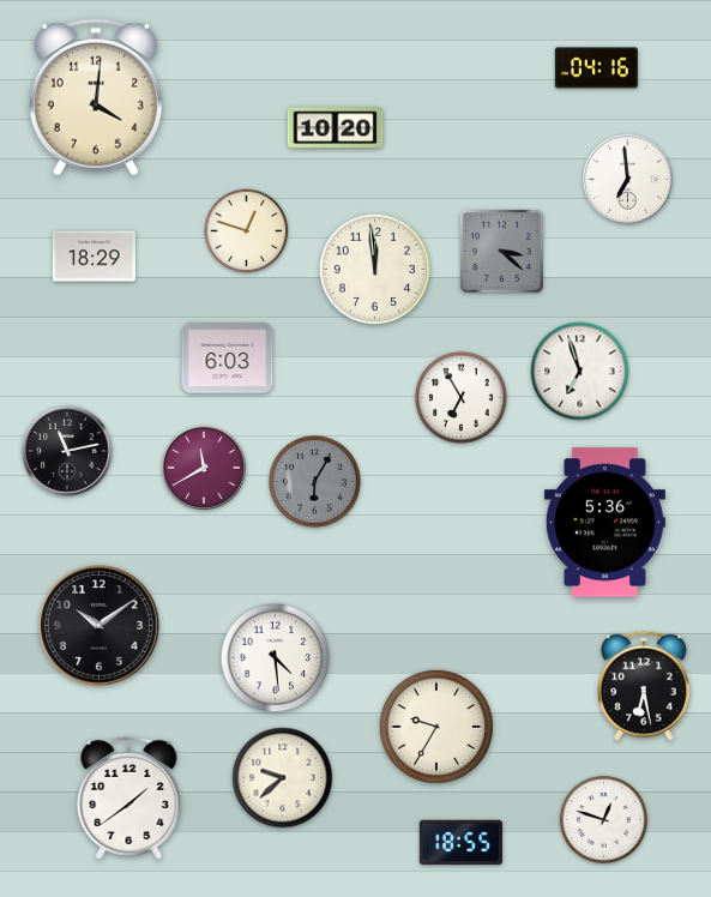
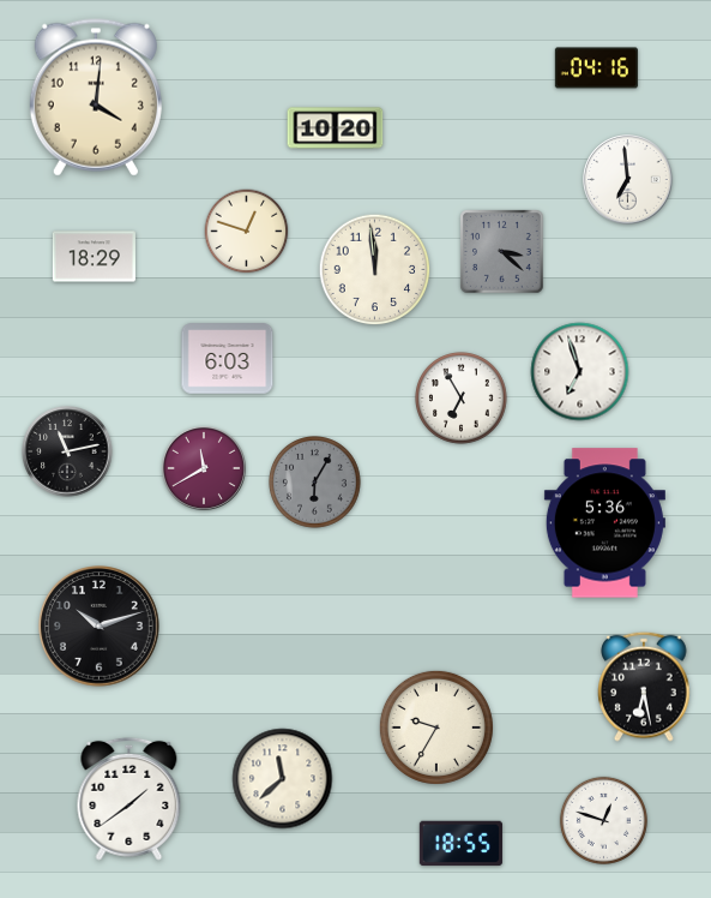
clock at (100, 626): 10:09 -> 10:12
clock at (276, 658): 4:29 -> none
clock at (283, 778): 9:38 -> 11:38
